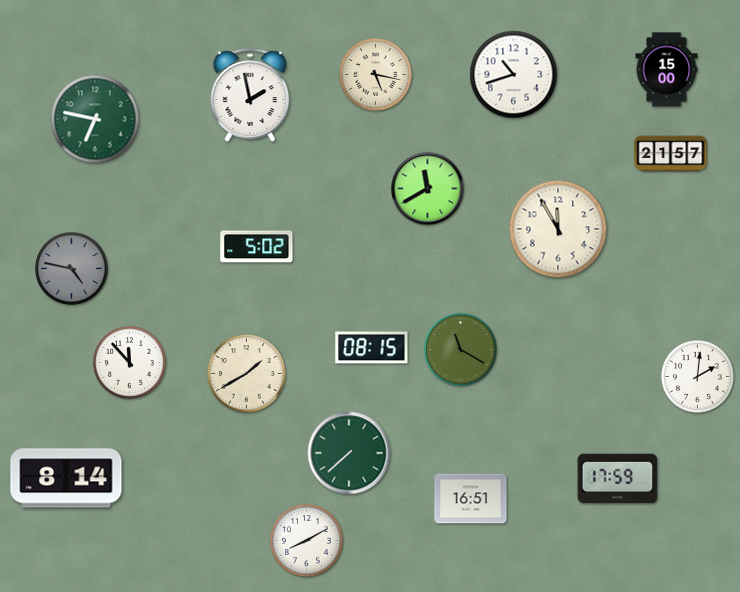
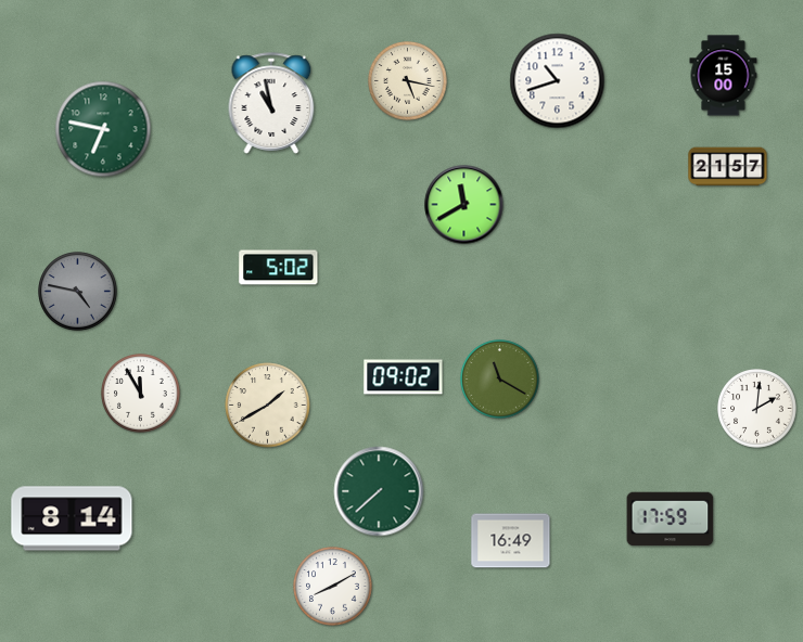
clock at (250, 95): 1:58 -> 10:58
clock at (558, 229): 11:55 -> none
clock at (372, 348): 08:15 -> 09:02
clock at (130, 363): 11:53 -> 11:55
clock at (471, 499): 16:51 -> 16:49
